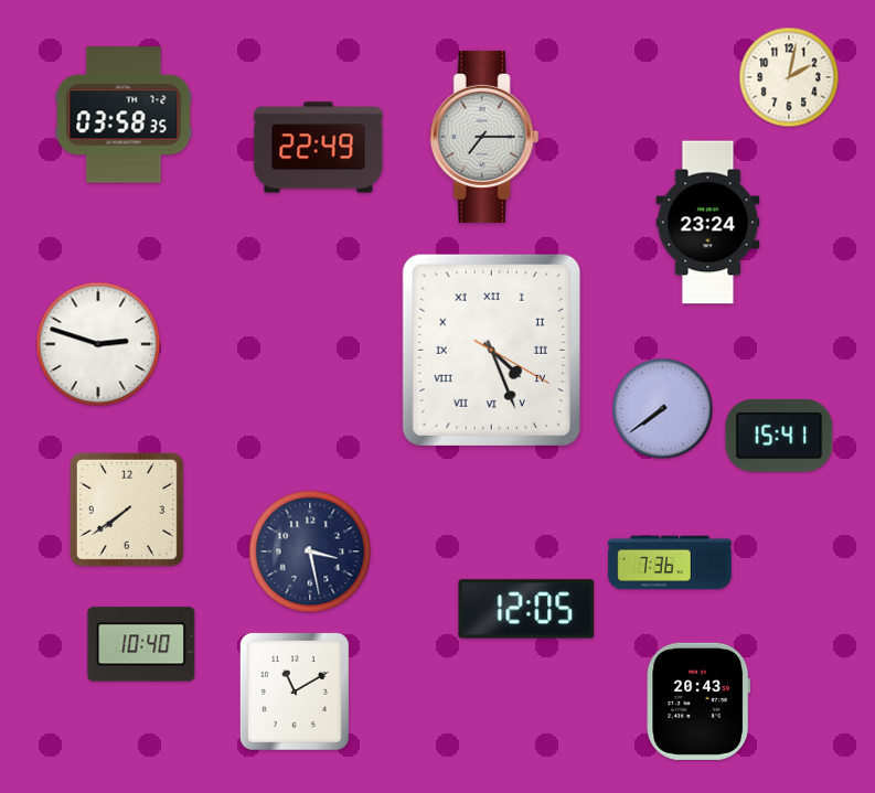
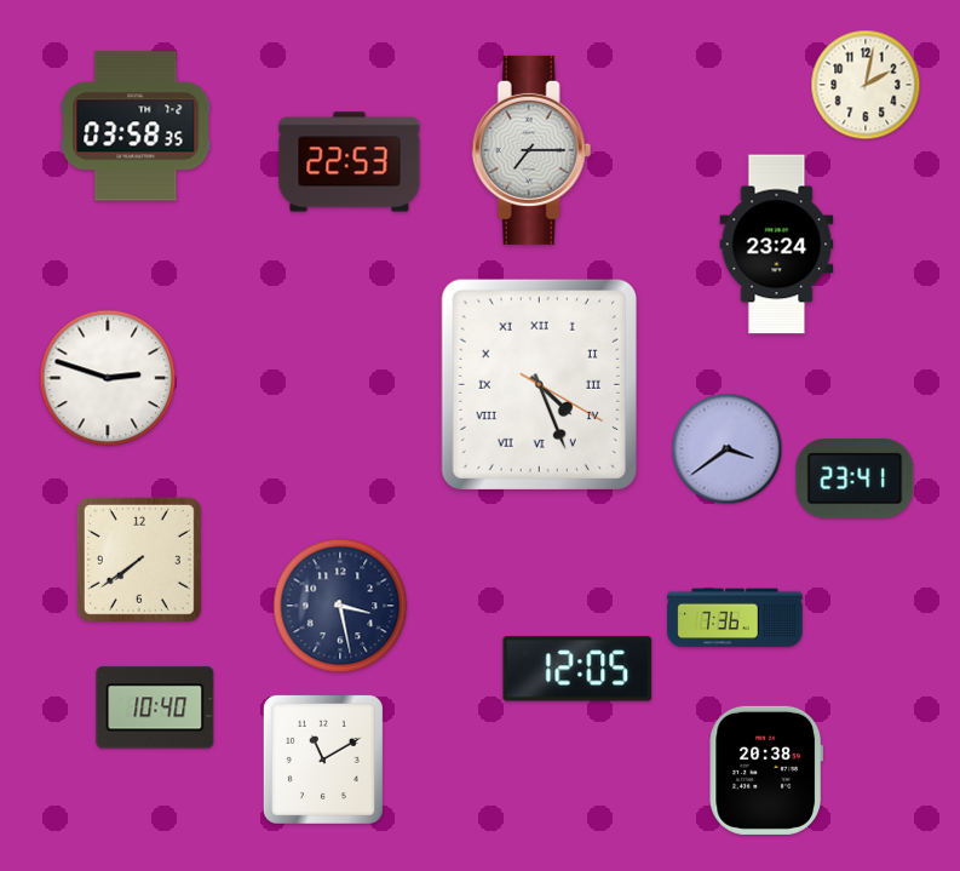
clock at (319, 148): 22:49 -> 22:53
clock at (663, 409): 7:39 -> 3:39
clock at (779, 437): 15:41 -> 23:41
clock at (697, 701): 20:43 -> 20:38
